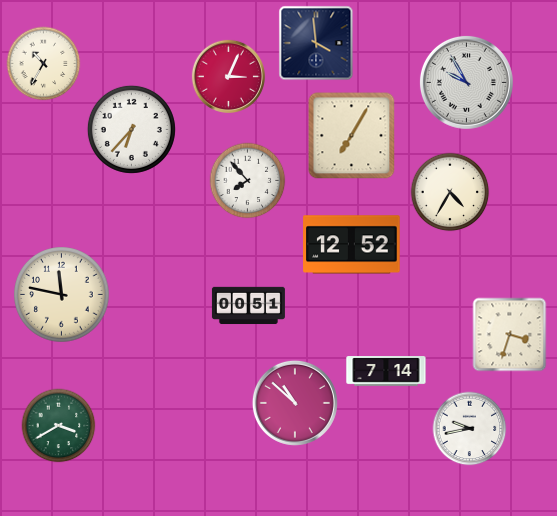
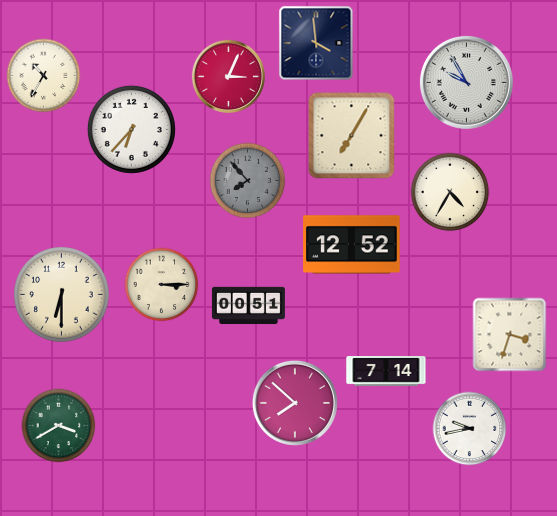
clock at (44, 64) position: (44, 64) -> (44, 76)
clock at (248, 181) dial: white -> grey
clock at (162, 285): none -> 3:15
clock at (62, 295): 11:47 -> 6:30
clock at (295, 403): 10:52 -> 7:52
